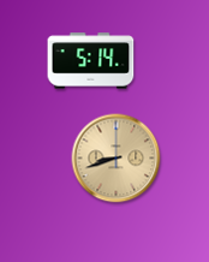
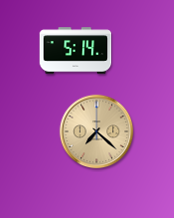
clock at (117, 159): 8:42 -> 7:22
